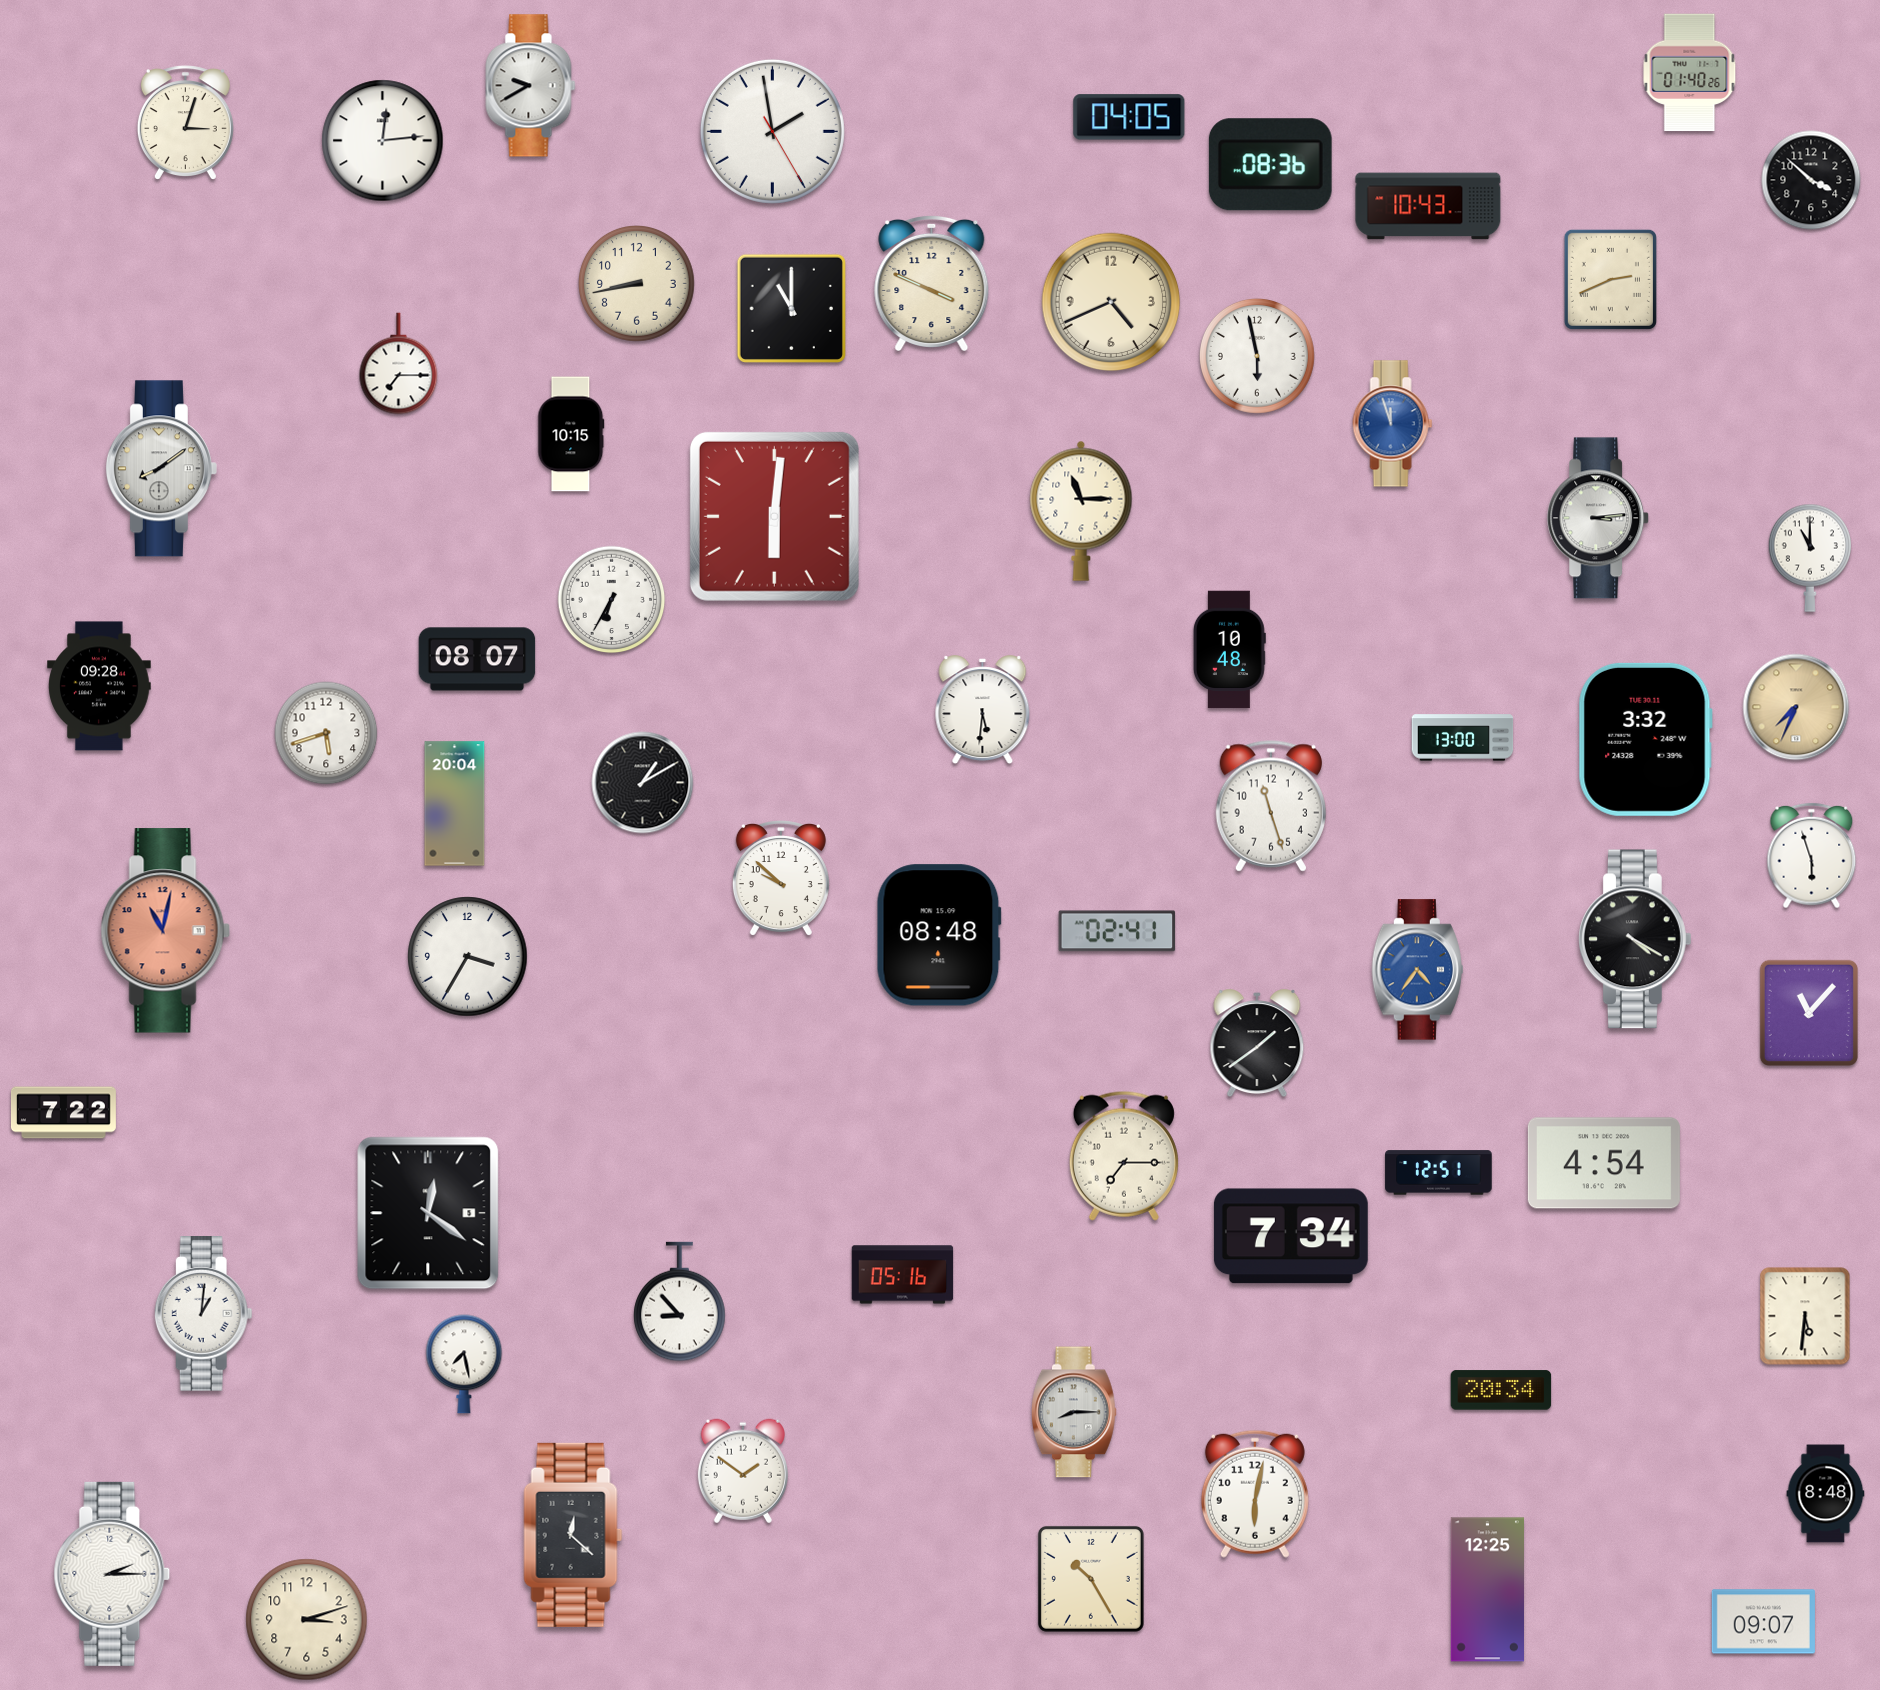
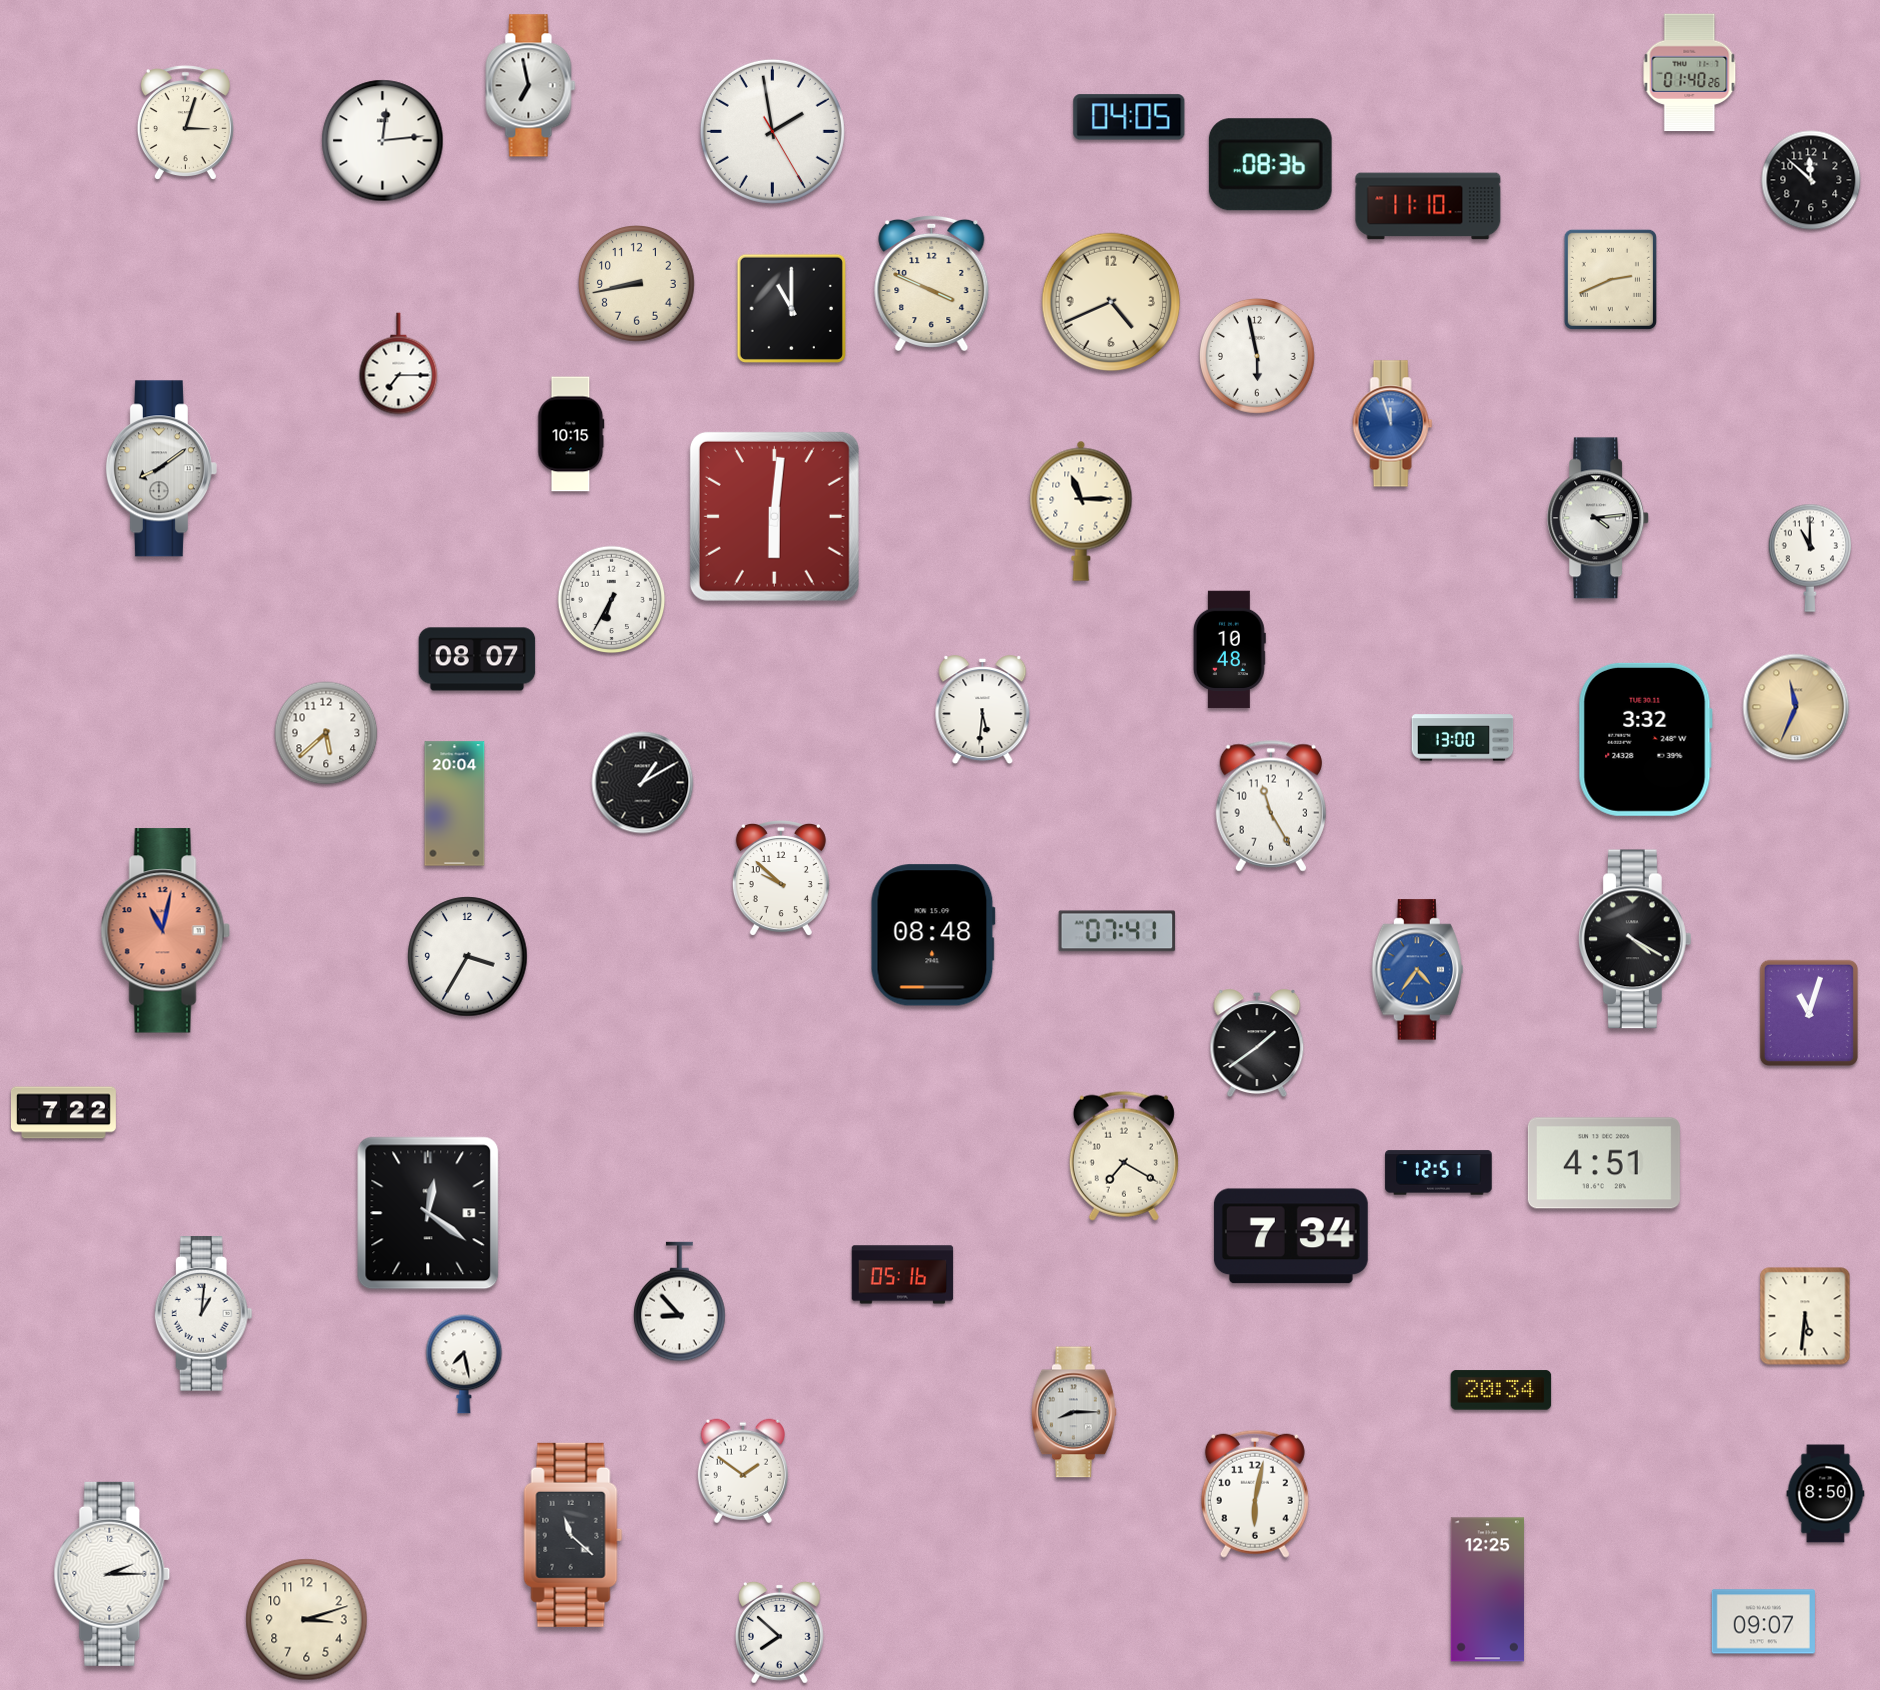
clock at (531, 86): 9:40 -> 6:58
clock at (1811, 180): 3:52 -> 11:52
clock at (1428, 206): 10:43 -> 11:10
clock at (1599, 518): 3:14 -> 4:14
clock at (99, 686): 09:28 -> none
clock at (1796, 707): 7:34 -> 11:34
clock at (326, 733): 5:42 -> 5:38
clock at (1271, 806): 11:27 -> 11:25
clock at (1812, 856): 5:57 -> none
clock at (1117, 931): 02:41 -> 07:41
clock at (939, 935) position: (939, 935) -> (933, 935)
clock at (1809, 1013): 11:07 -> 11:03
clock at (1124, 1156): 7:15 -> 7:20
clock at (1604, 1163): 4:54 -> 4:51
clock at (1826, 1494): 8:48 -> 8:50
clock at (573, 1535): 12:22 -> 11:22
clock at (1091, 1579): 10:25 -> none
clock at (779, 1632): none -> 7:52
